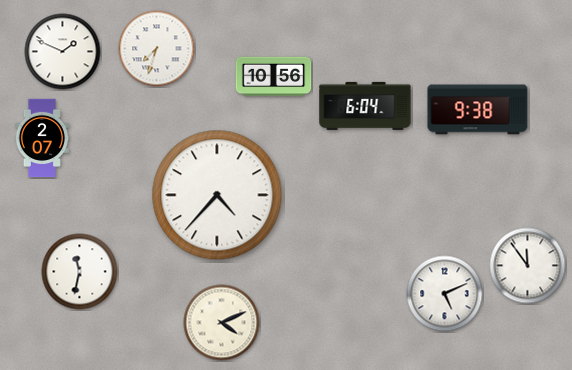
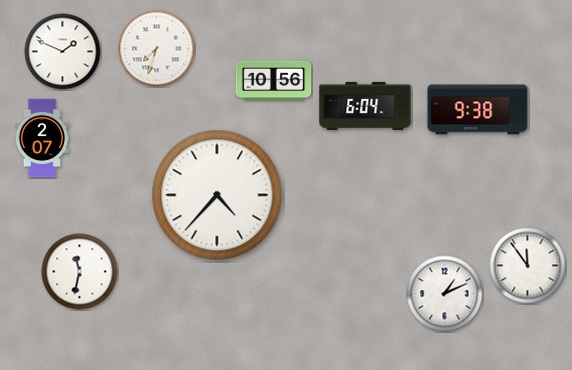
clock at (274, 77) position: (274, 77) -> (274, 81)
clock at (445, 294): 5:11 -> 1:11
clock at (222, 323): 4:11 -> none
